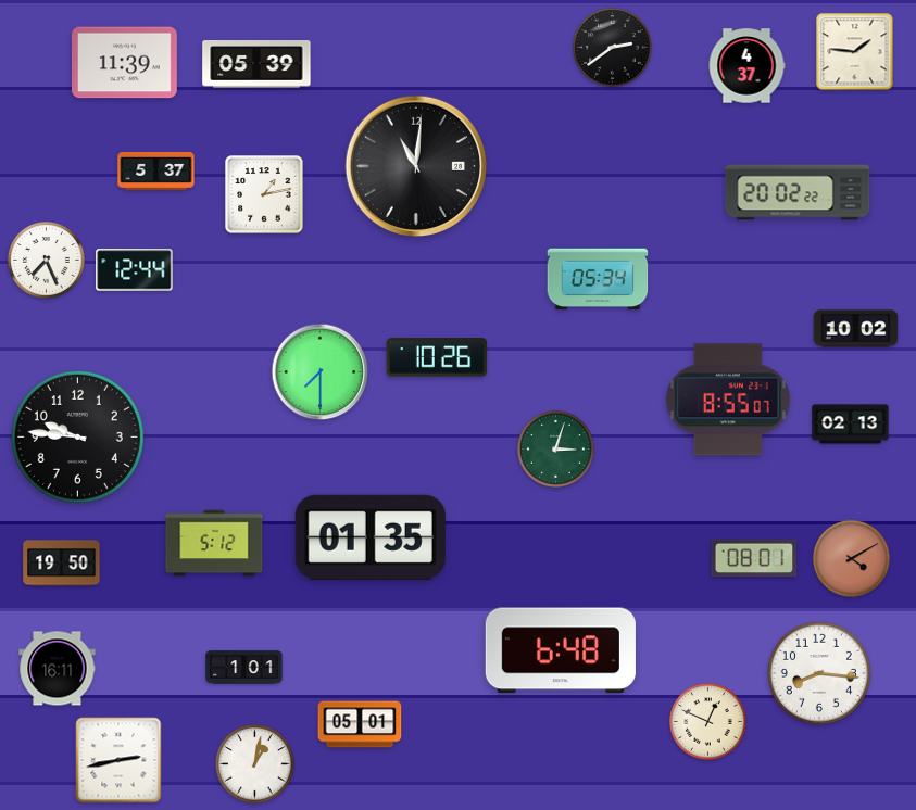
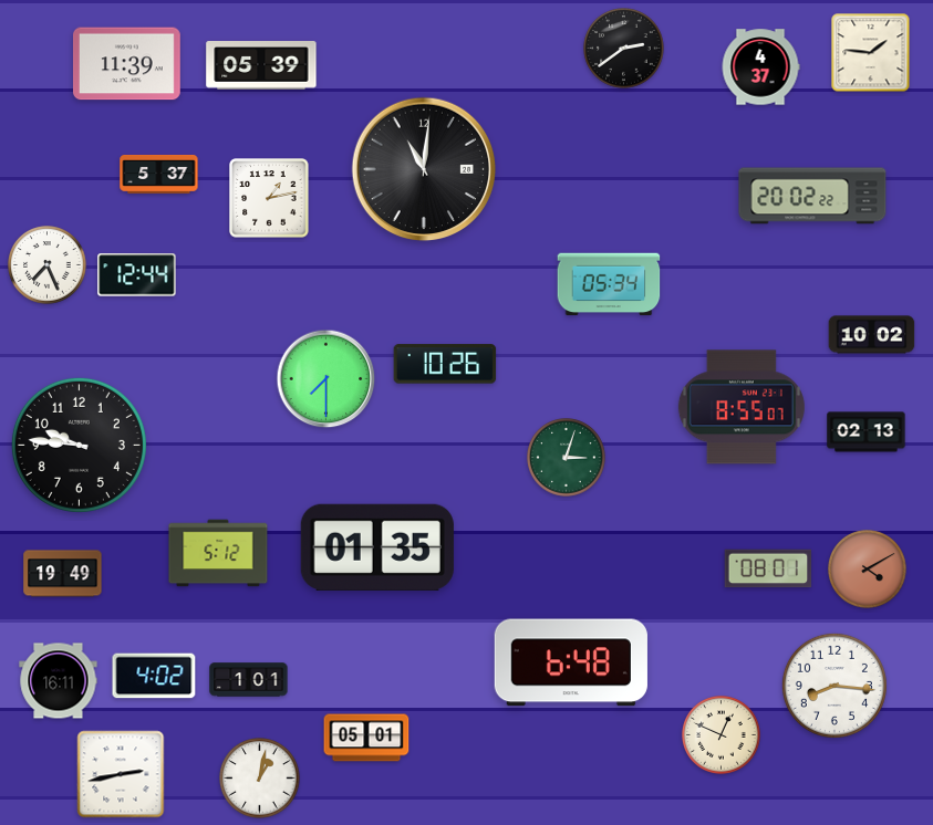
clock at (62, 564): 19:50 -> 19:49
clock at (154, 676): none -> 4:02
